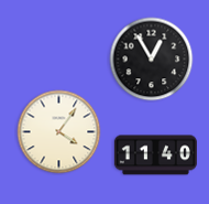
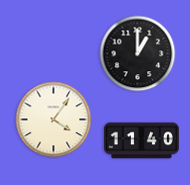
clock at (152, 60): 12:55 -> 1:00
